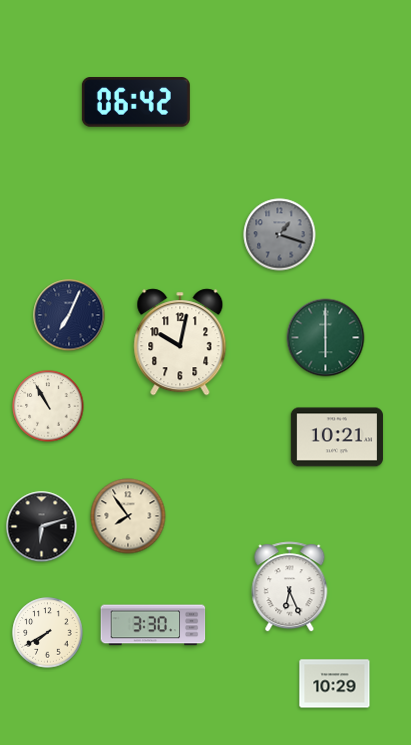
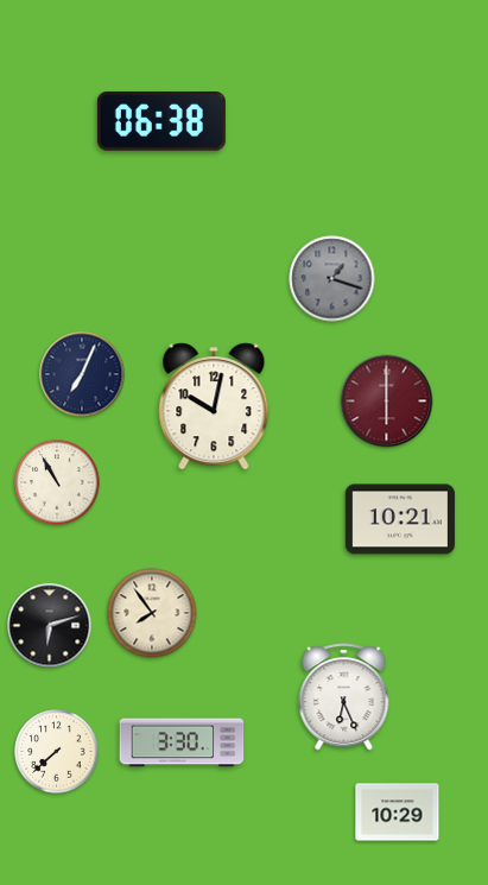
clock at (136, 103): 06:42 -> 06:38
clock at (326, 338) dial: green -> burgundy
clock at (48, 633): 7:40 -> 7:38
